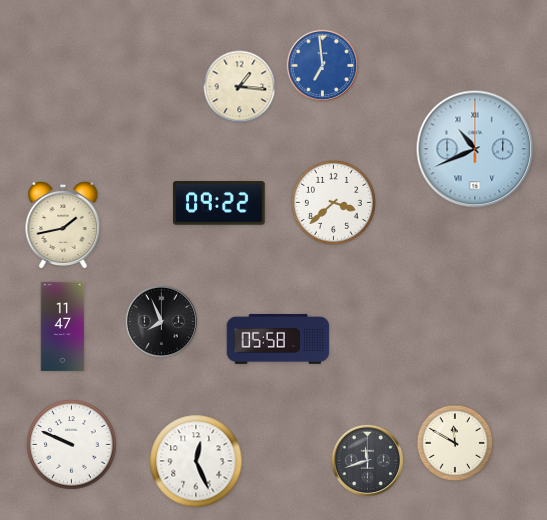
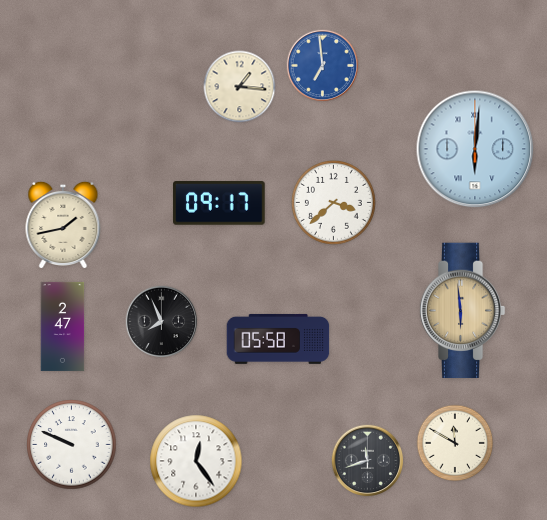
clock at (475, 149): 10:41 -> 6:01
clock at (219, 203): 09:22 -> 09:17
clock at (462, 311): none -> 5:59
clock at (63, 326): 11:47 -> 2:47
clock at (196, 461): 12:26 -> 12:24
